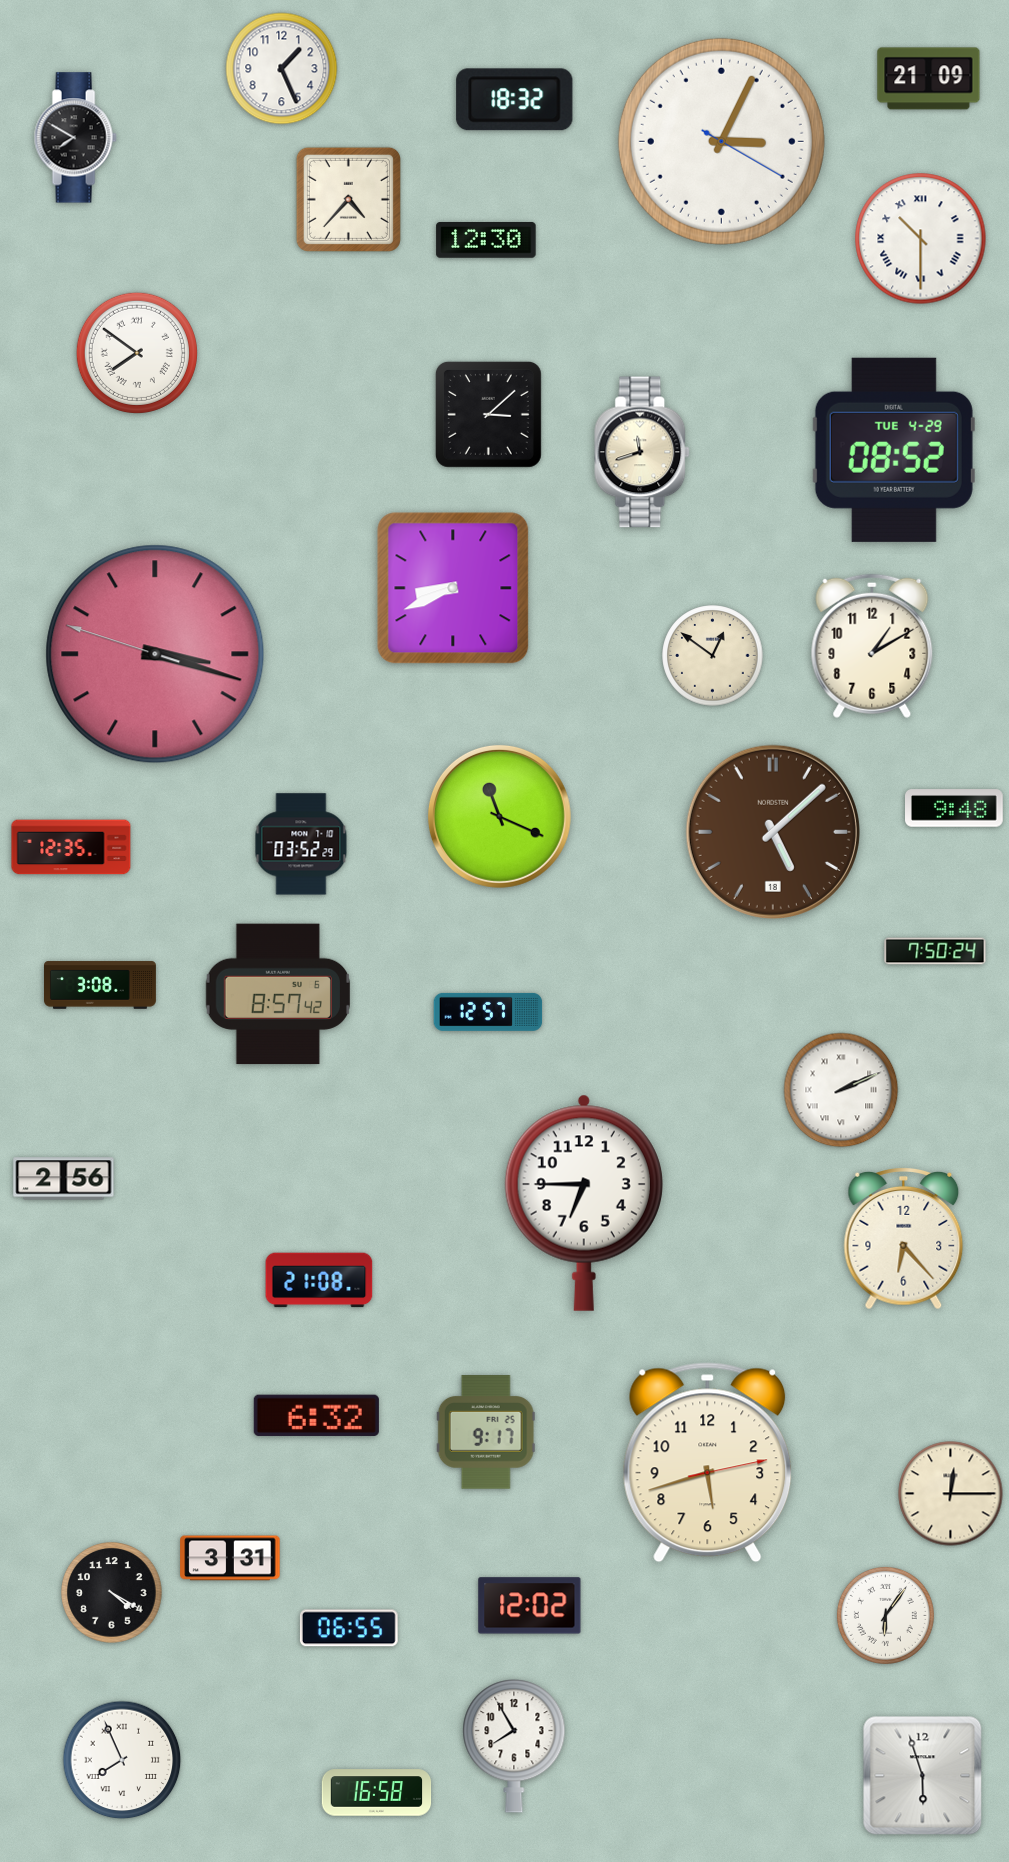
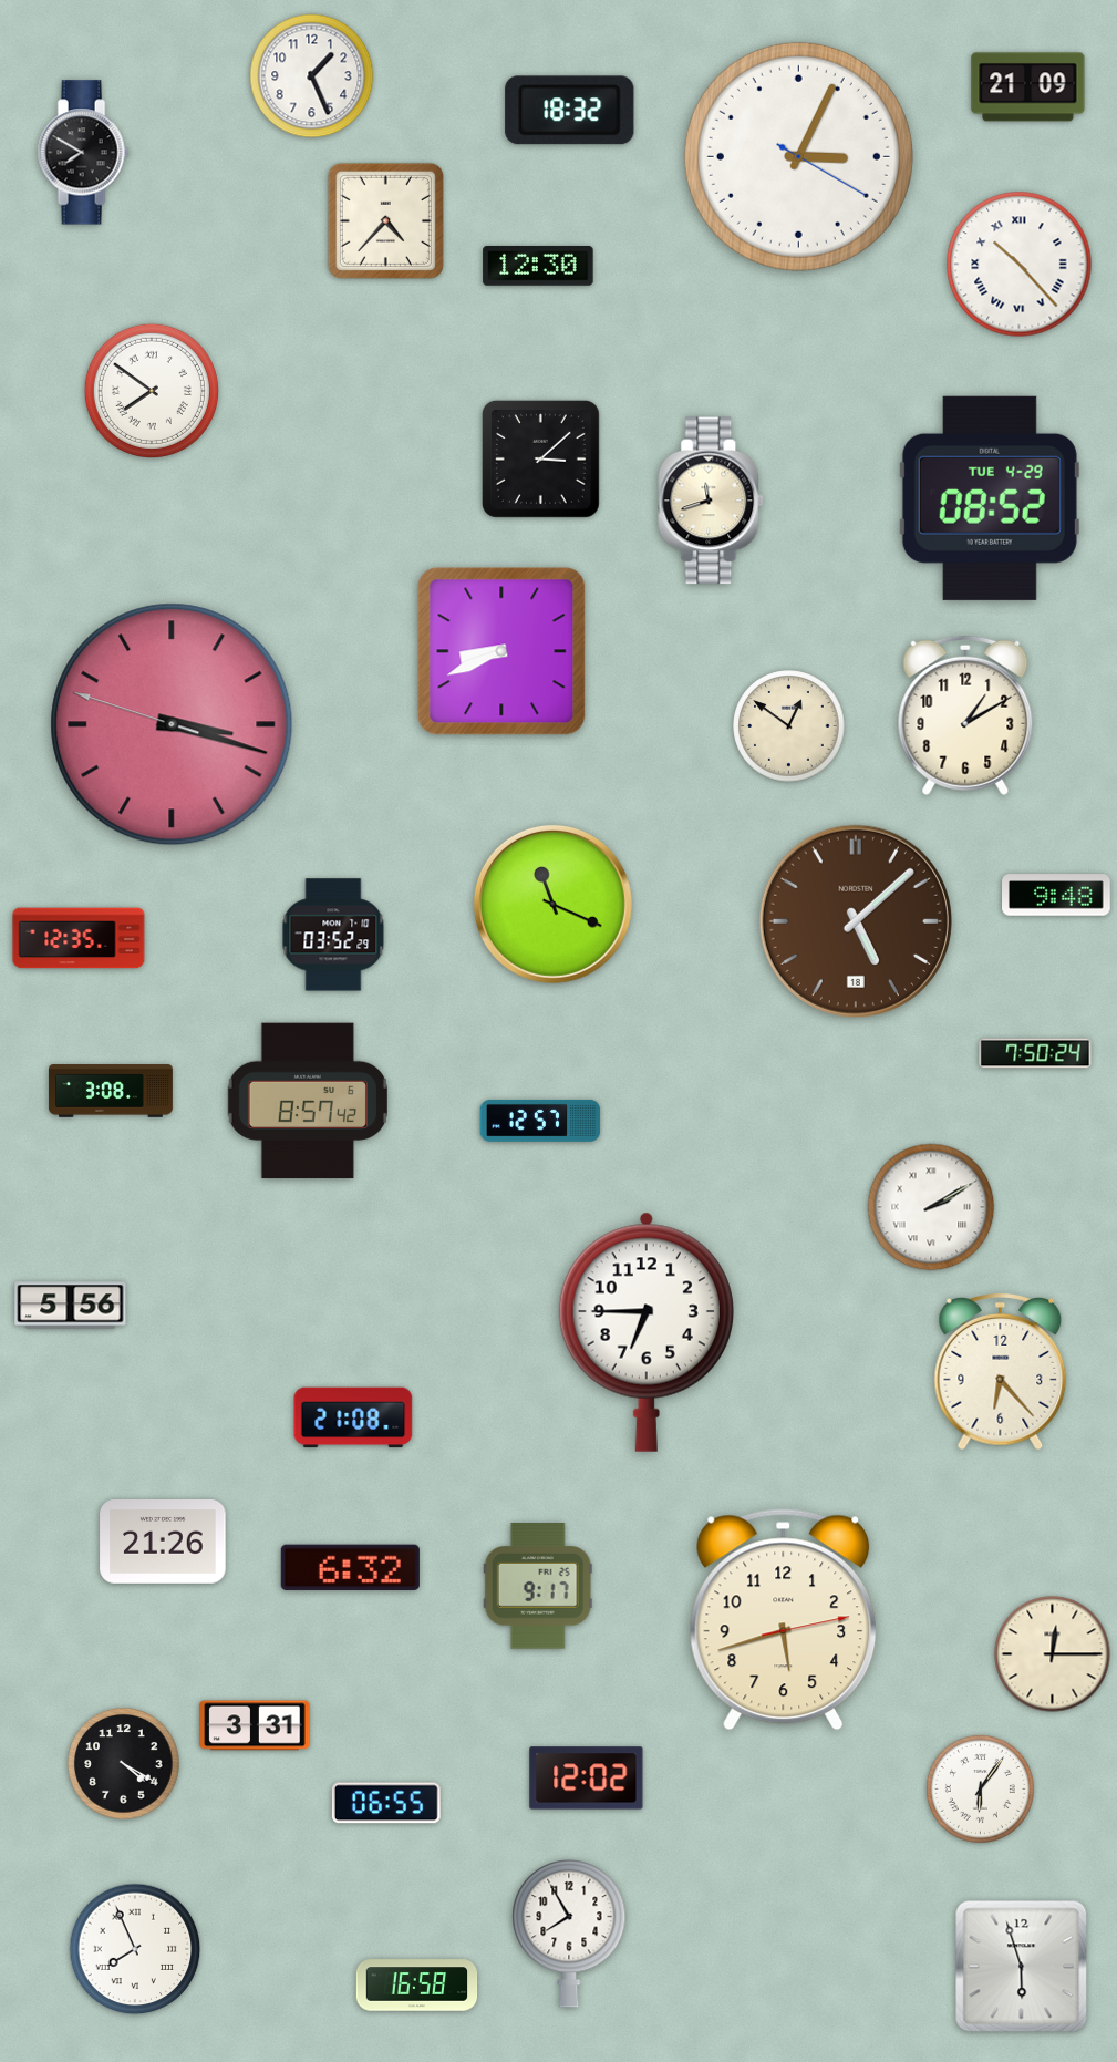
clock at (921, 239): 10:30 -> 10:23
clock at (841, 1090): 2:11 -> 2:10
clock at (64, 1179): 2:56 -> 5:56
clock at (163, 1543): none -> 21:26
